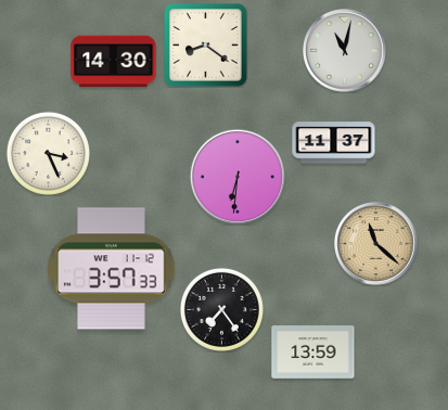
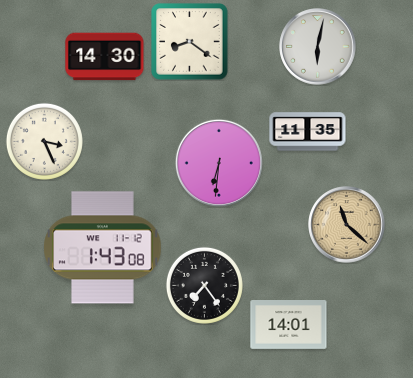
clock at (345, 51): 11:02 -> 6:02
clock at (334, 143): 11:37 -> 11:35
clock at (112, 269): 3:57 -> 1:43
clock at (313, 353): 13:59 -> 14:01
